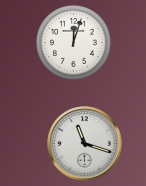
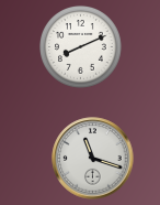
clock at (74, 43): 12:03 -> 8:11
